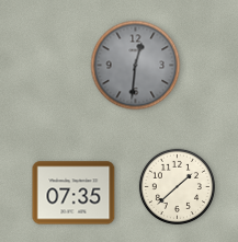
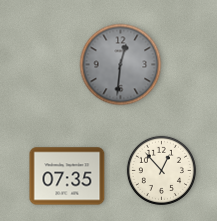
clock at (136, 66) position: (136, 66) -> (121, 65)
clock at (177, 186): 1:38 -> 12:53
